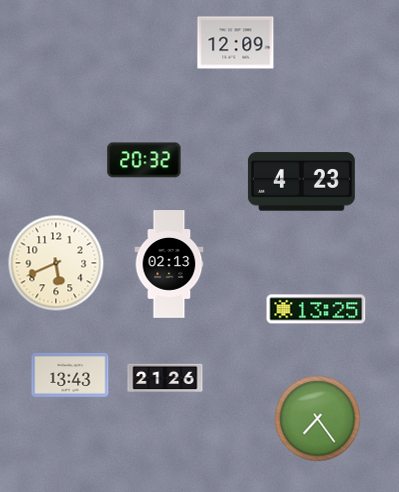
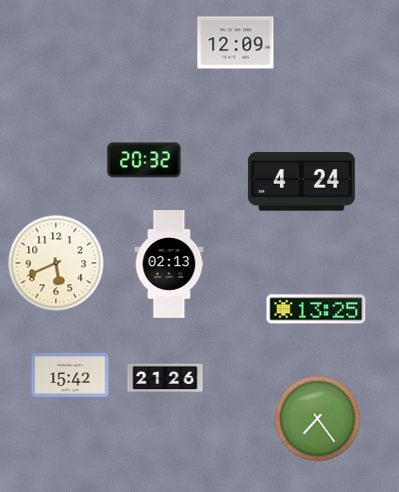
clock at (301, 182): 4:23 -> 4:24
clock at (70, 375): 13:43 -> 15:42
